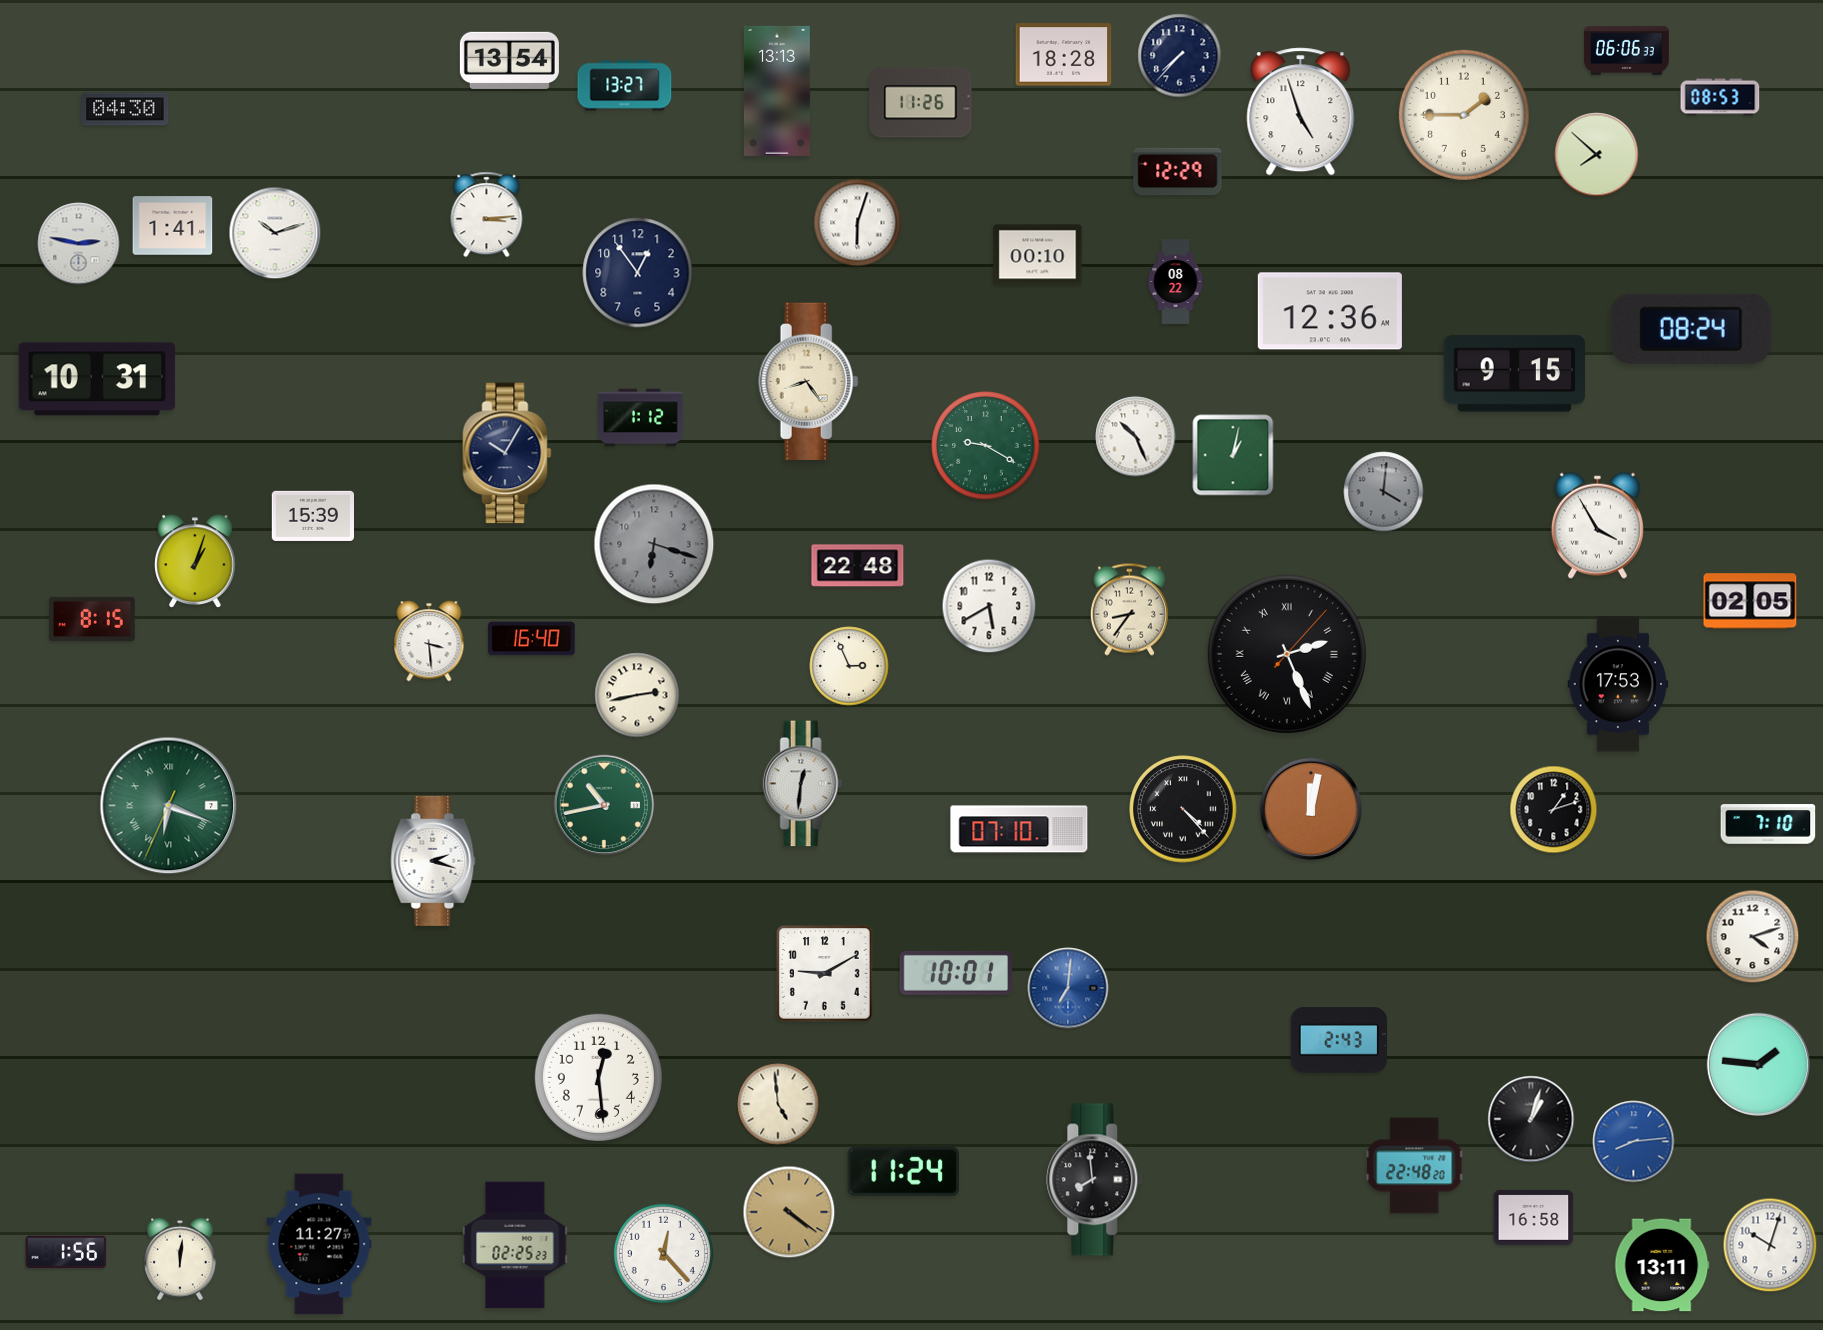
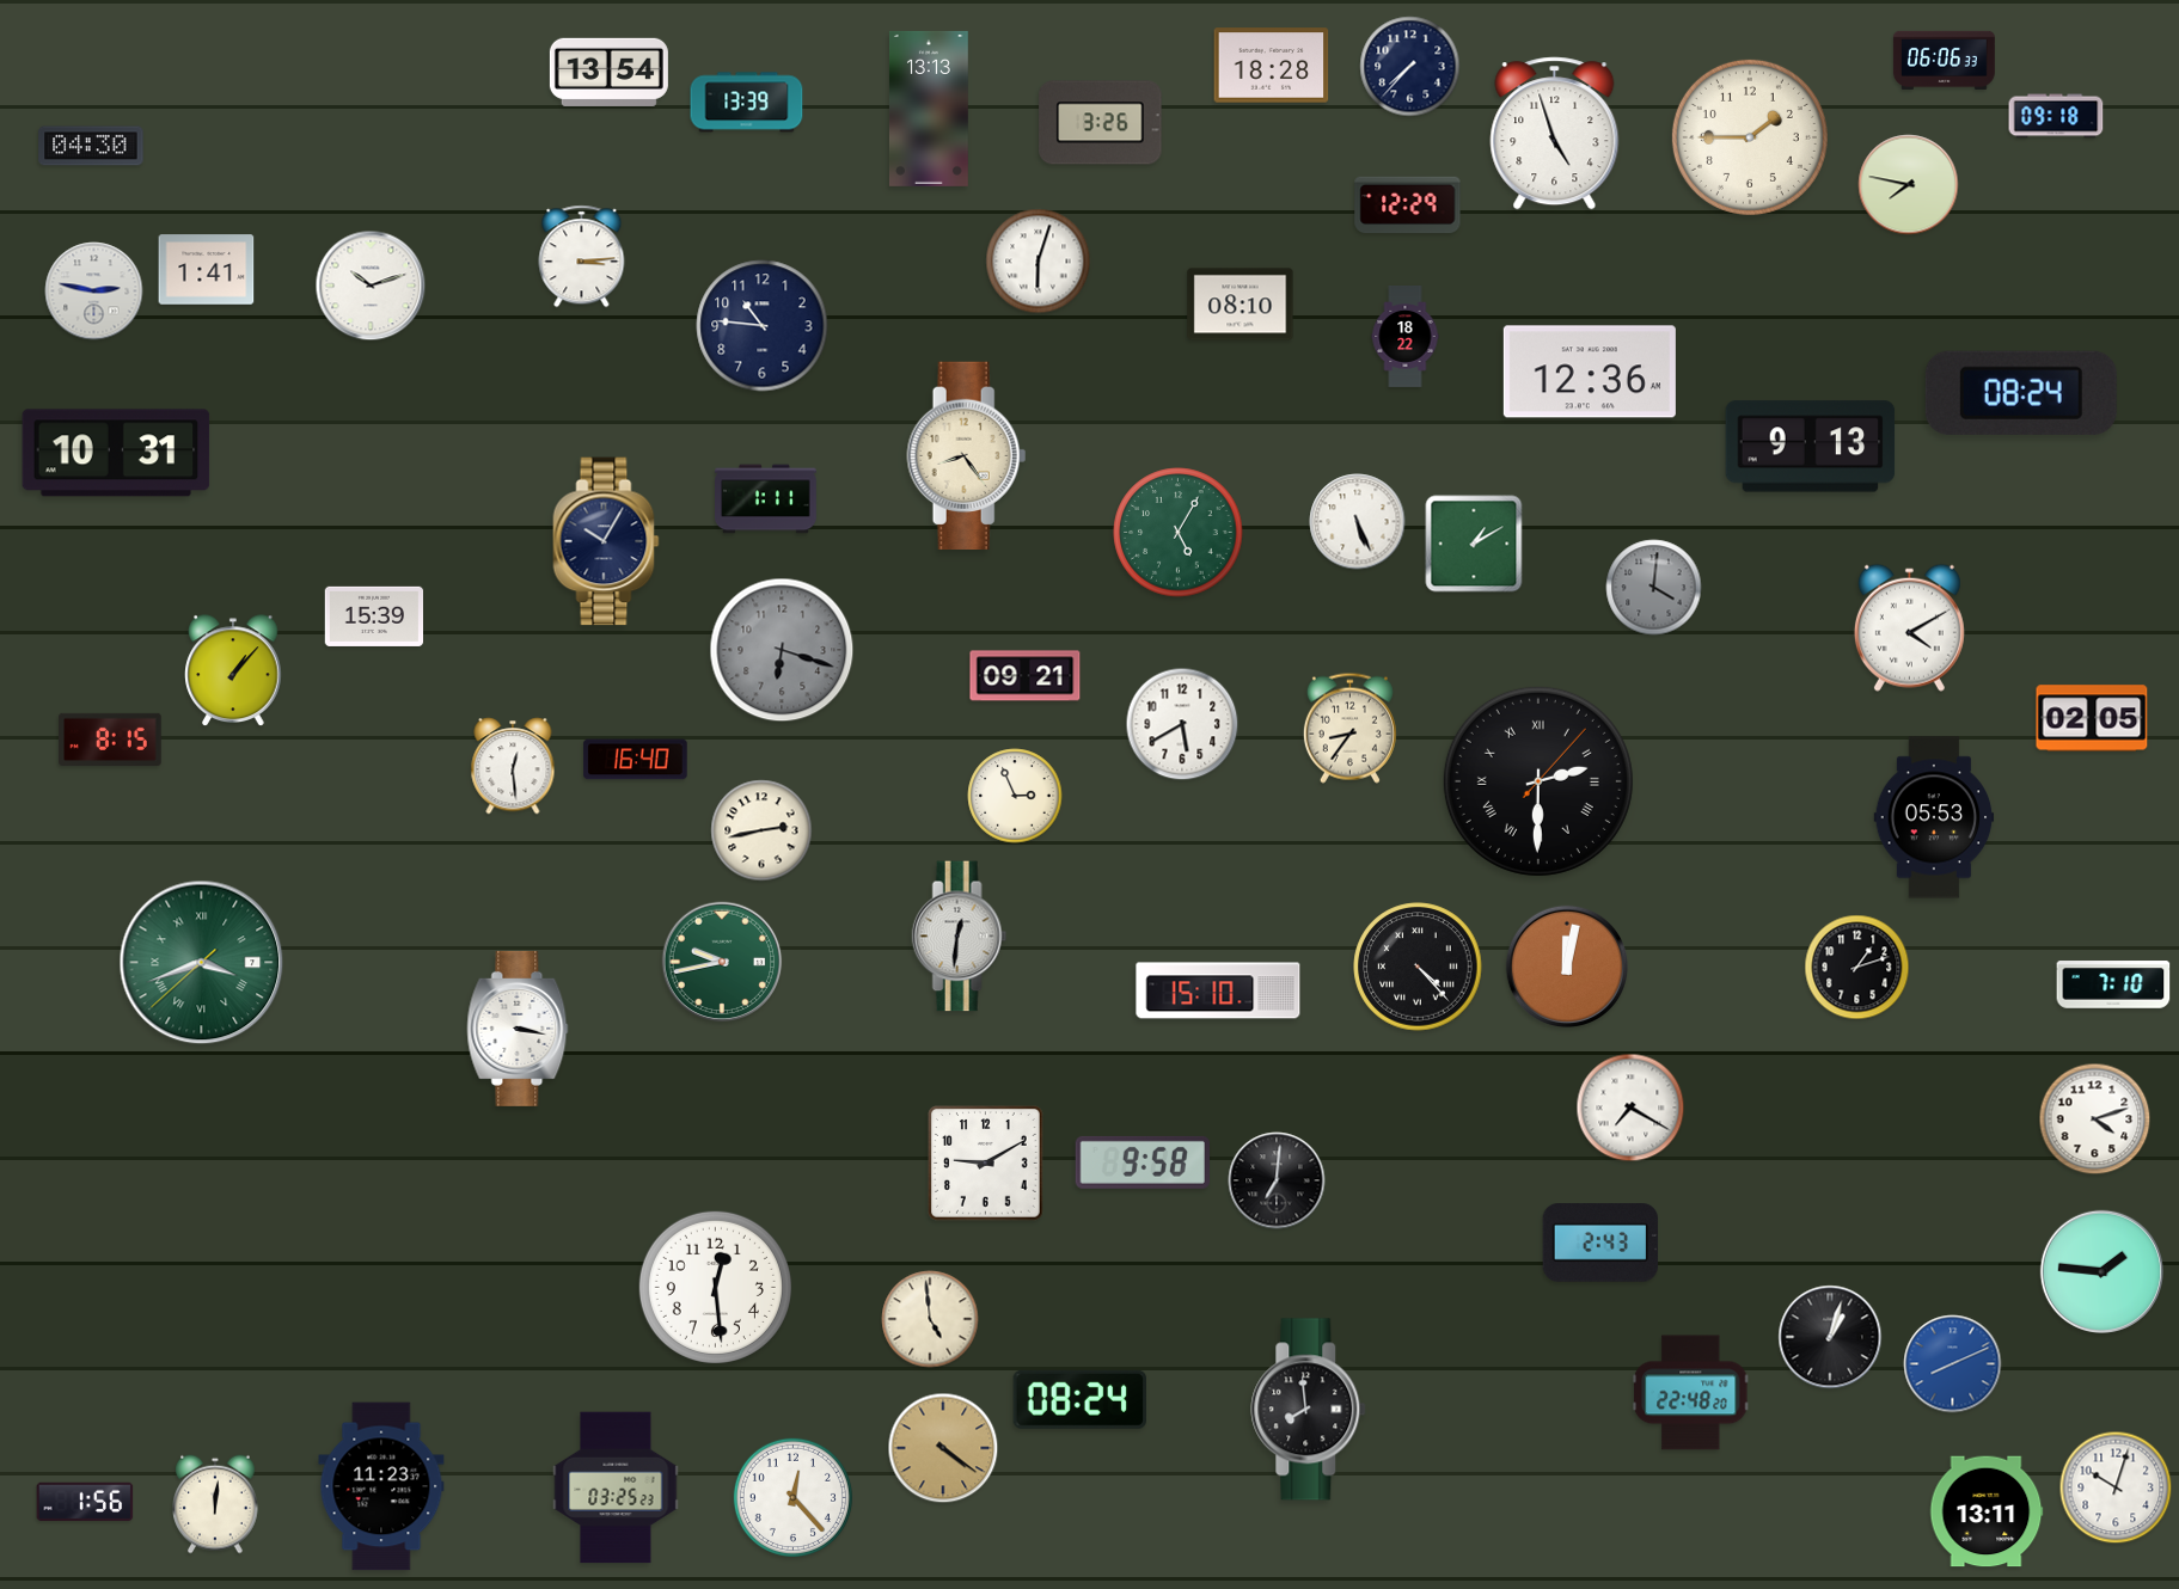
clock at (625, 86): 13:27 -> 13:39
clock at (1720, 97): 08:53 -> 09:18
clock at (921, 103): 11:26 -> 3:26
clock at (125, 109) position: (125, 109) -> (91, 146)
clock at (1597, 155): 7:52 -> 7:47
clock at (858, 223) position: (858, 223) -> (1039, 262)
clock at (275, 233) position: (275, 233) -> (371, 286)
clock at (1038, 255): 00:10 -> 08:10
clock at (638, 273): 12:54 -> 10:46
clock at (1176, 282): 08:22 -> 18:22
clock at (1515, 374): 9:15 -> 9:13
clock at (641, 418): 1:12 -> 1:11
clock at (1136, 437): 10:26 -> 5:26
clock at (986, 446): 9:20 -> 5:05
clock at (1233, 455): 1:02 -> 1:10
clock at (1597, 525): 3:55 -> 4:10
clock at (195, 561): 1:03 -> 1:07
clock at (858, 566): 22:48 -> 09:21
clock at (532, 639) position: (532, 639) -> (636, 760)
clock at (429, 641): 3:29 -> 12:29
clock at (1287, 654): 2:26 -> 2:30
clock at (1618, 684): 17:53 -> 05:53
clock at (604, 805): 10:43 -> 9:43
clock at (169, 806): 6:18 -> 3:41
clock at (1183, 809) position: (1183, 809) -> (1418, 967)
clock at (1019, 829): 07:10 -> 15:10
clock at (433, 861): 2:18 -> 3:17
clock at (1630, 1108): none -> 7:20
clock at (956, 973): 10:01 -> 9:58
clock at (1068, 988) dial: blue -> black
clock at (1634, 1142): 8:14 -> 8:11
clock at (904, 1171): 11:24 -> 08:24
clock at (1534, 1217): 16:58 -> none
clock at (319, 1244): 11:27 -> 11:23
clock at (515, 1245): 02:25 -> 03:25
clock at (66, 1252) position: (66, 1252) -> (85, 1502)
